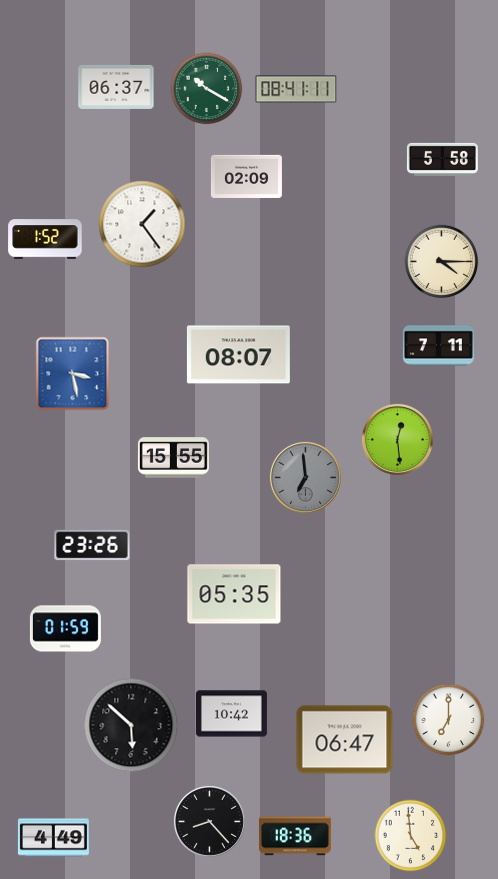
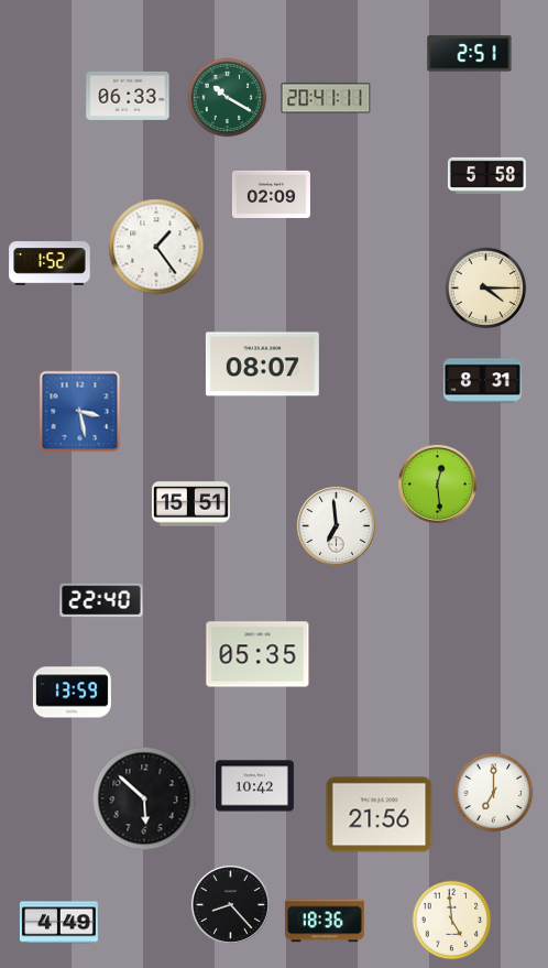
clock at (470, 54): none -> 2:51
clock at (116, 87): 06:37 -> 06:33
clock at (296, 89): 08:41 -> 20:41
clock at (438, 346): 7:11 -> 8:31
clock at (238, 355) position: (238, 355) -> (262, 365)
clock at (173, 458): 15:55 -> 15:51
clock at (305, 477) dial: grey -> white
clock at (92, 545): 23:26 -> 22:40
clock at (65, 629): 01:59 -> 13:59
clock at (345, 740): 06:47 -> 21:56
